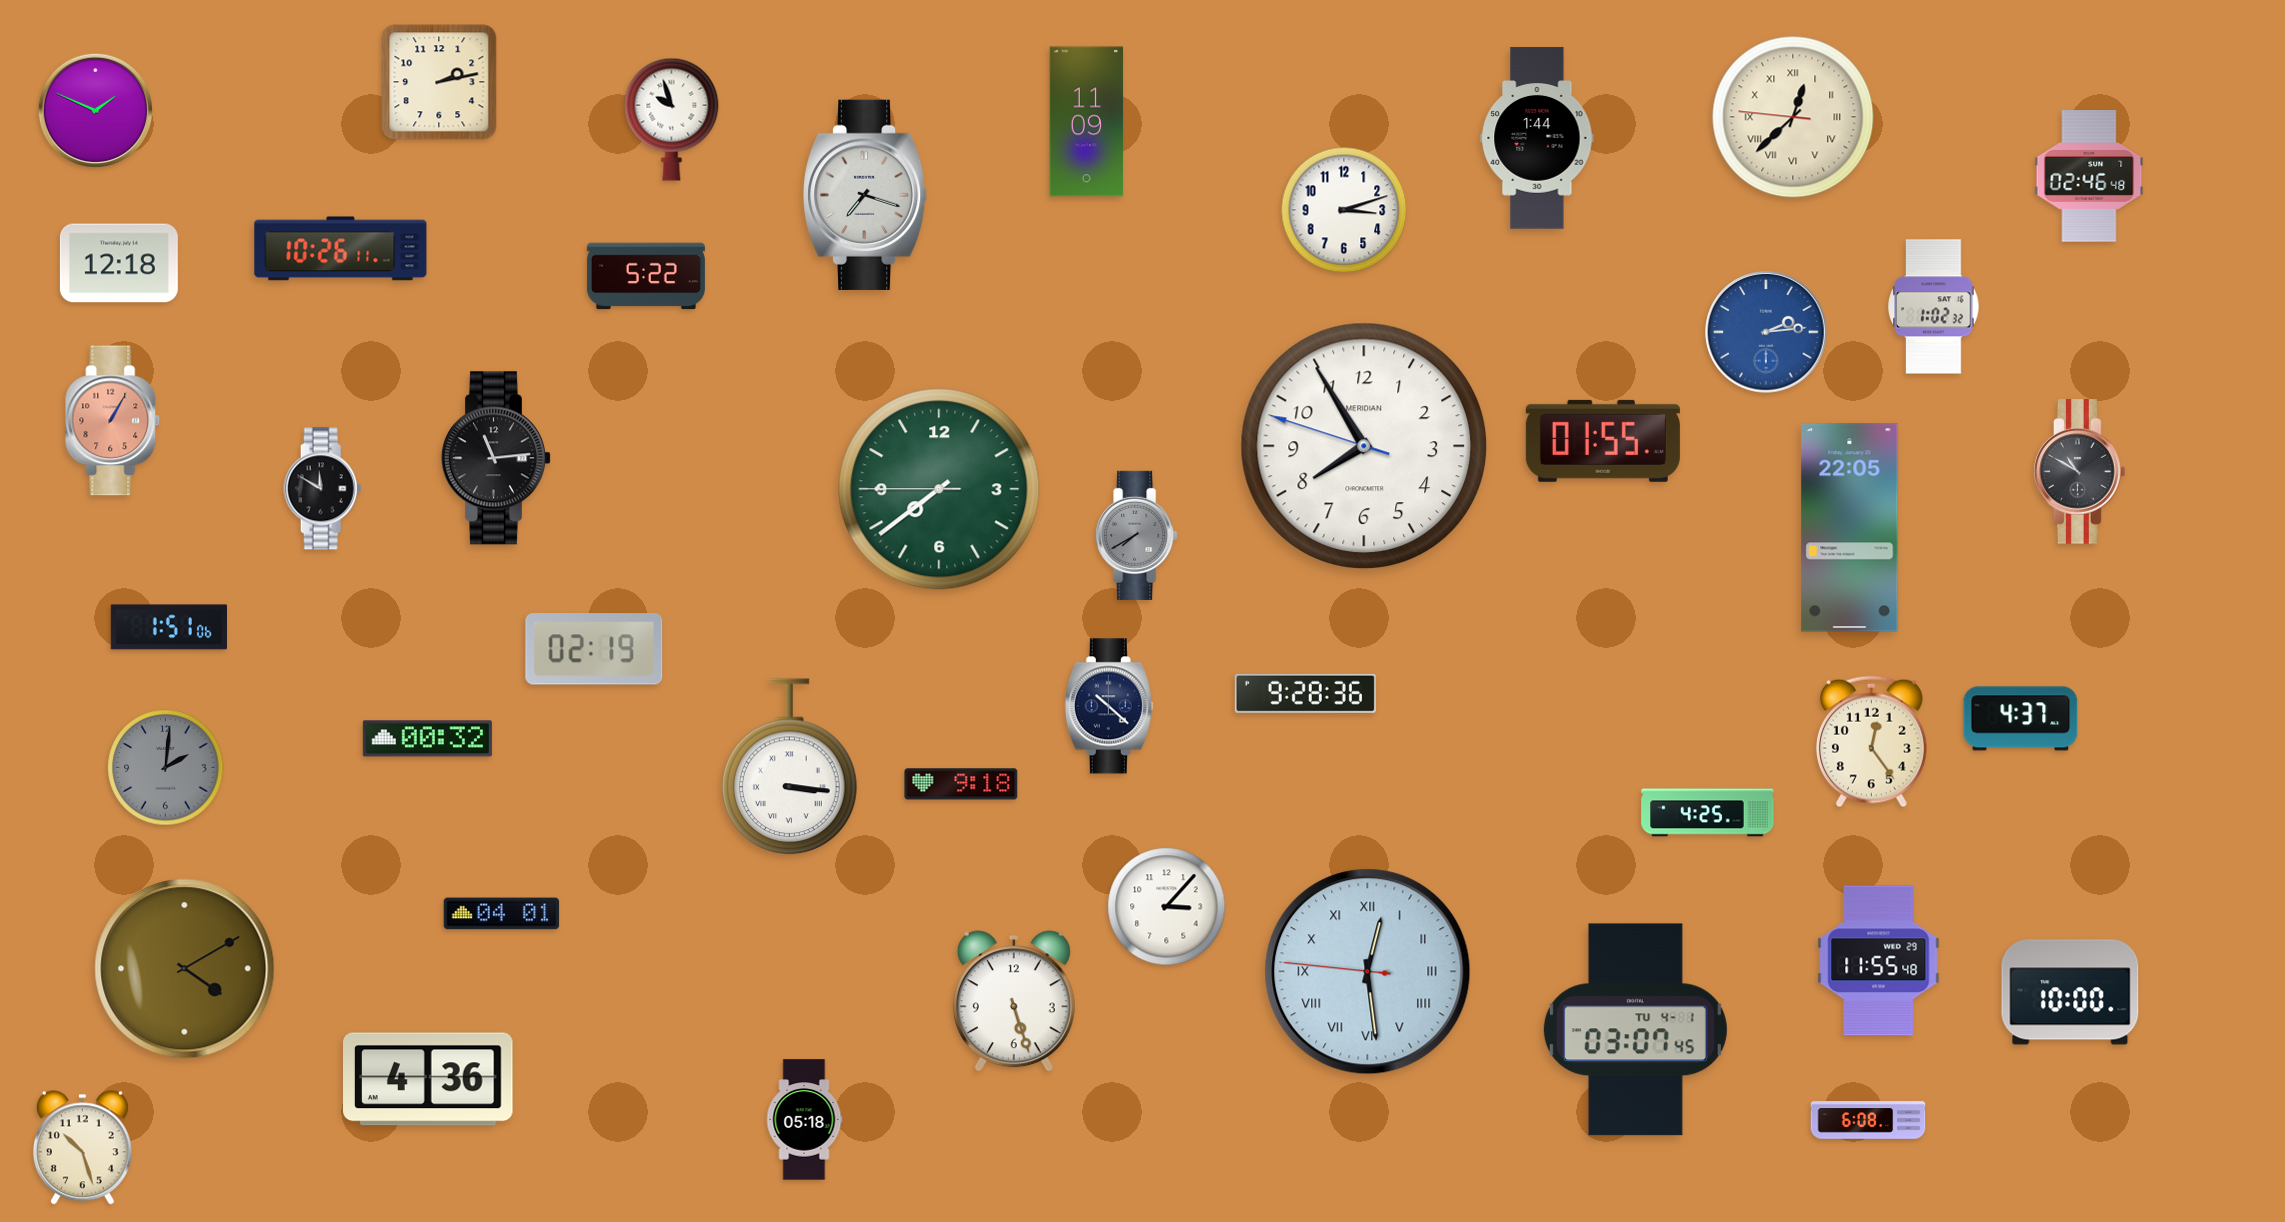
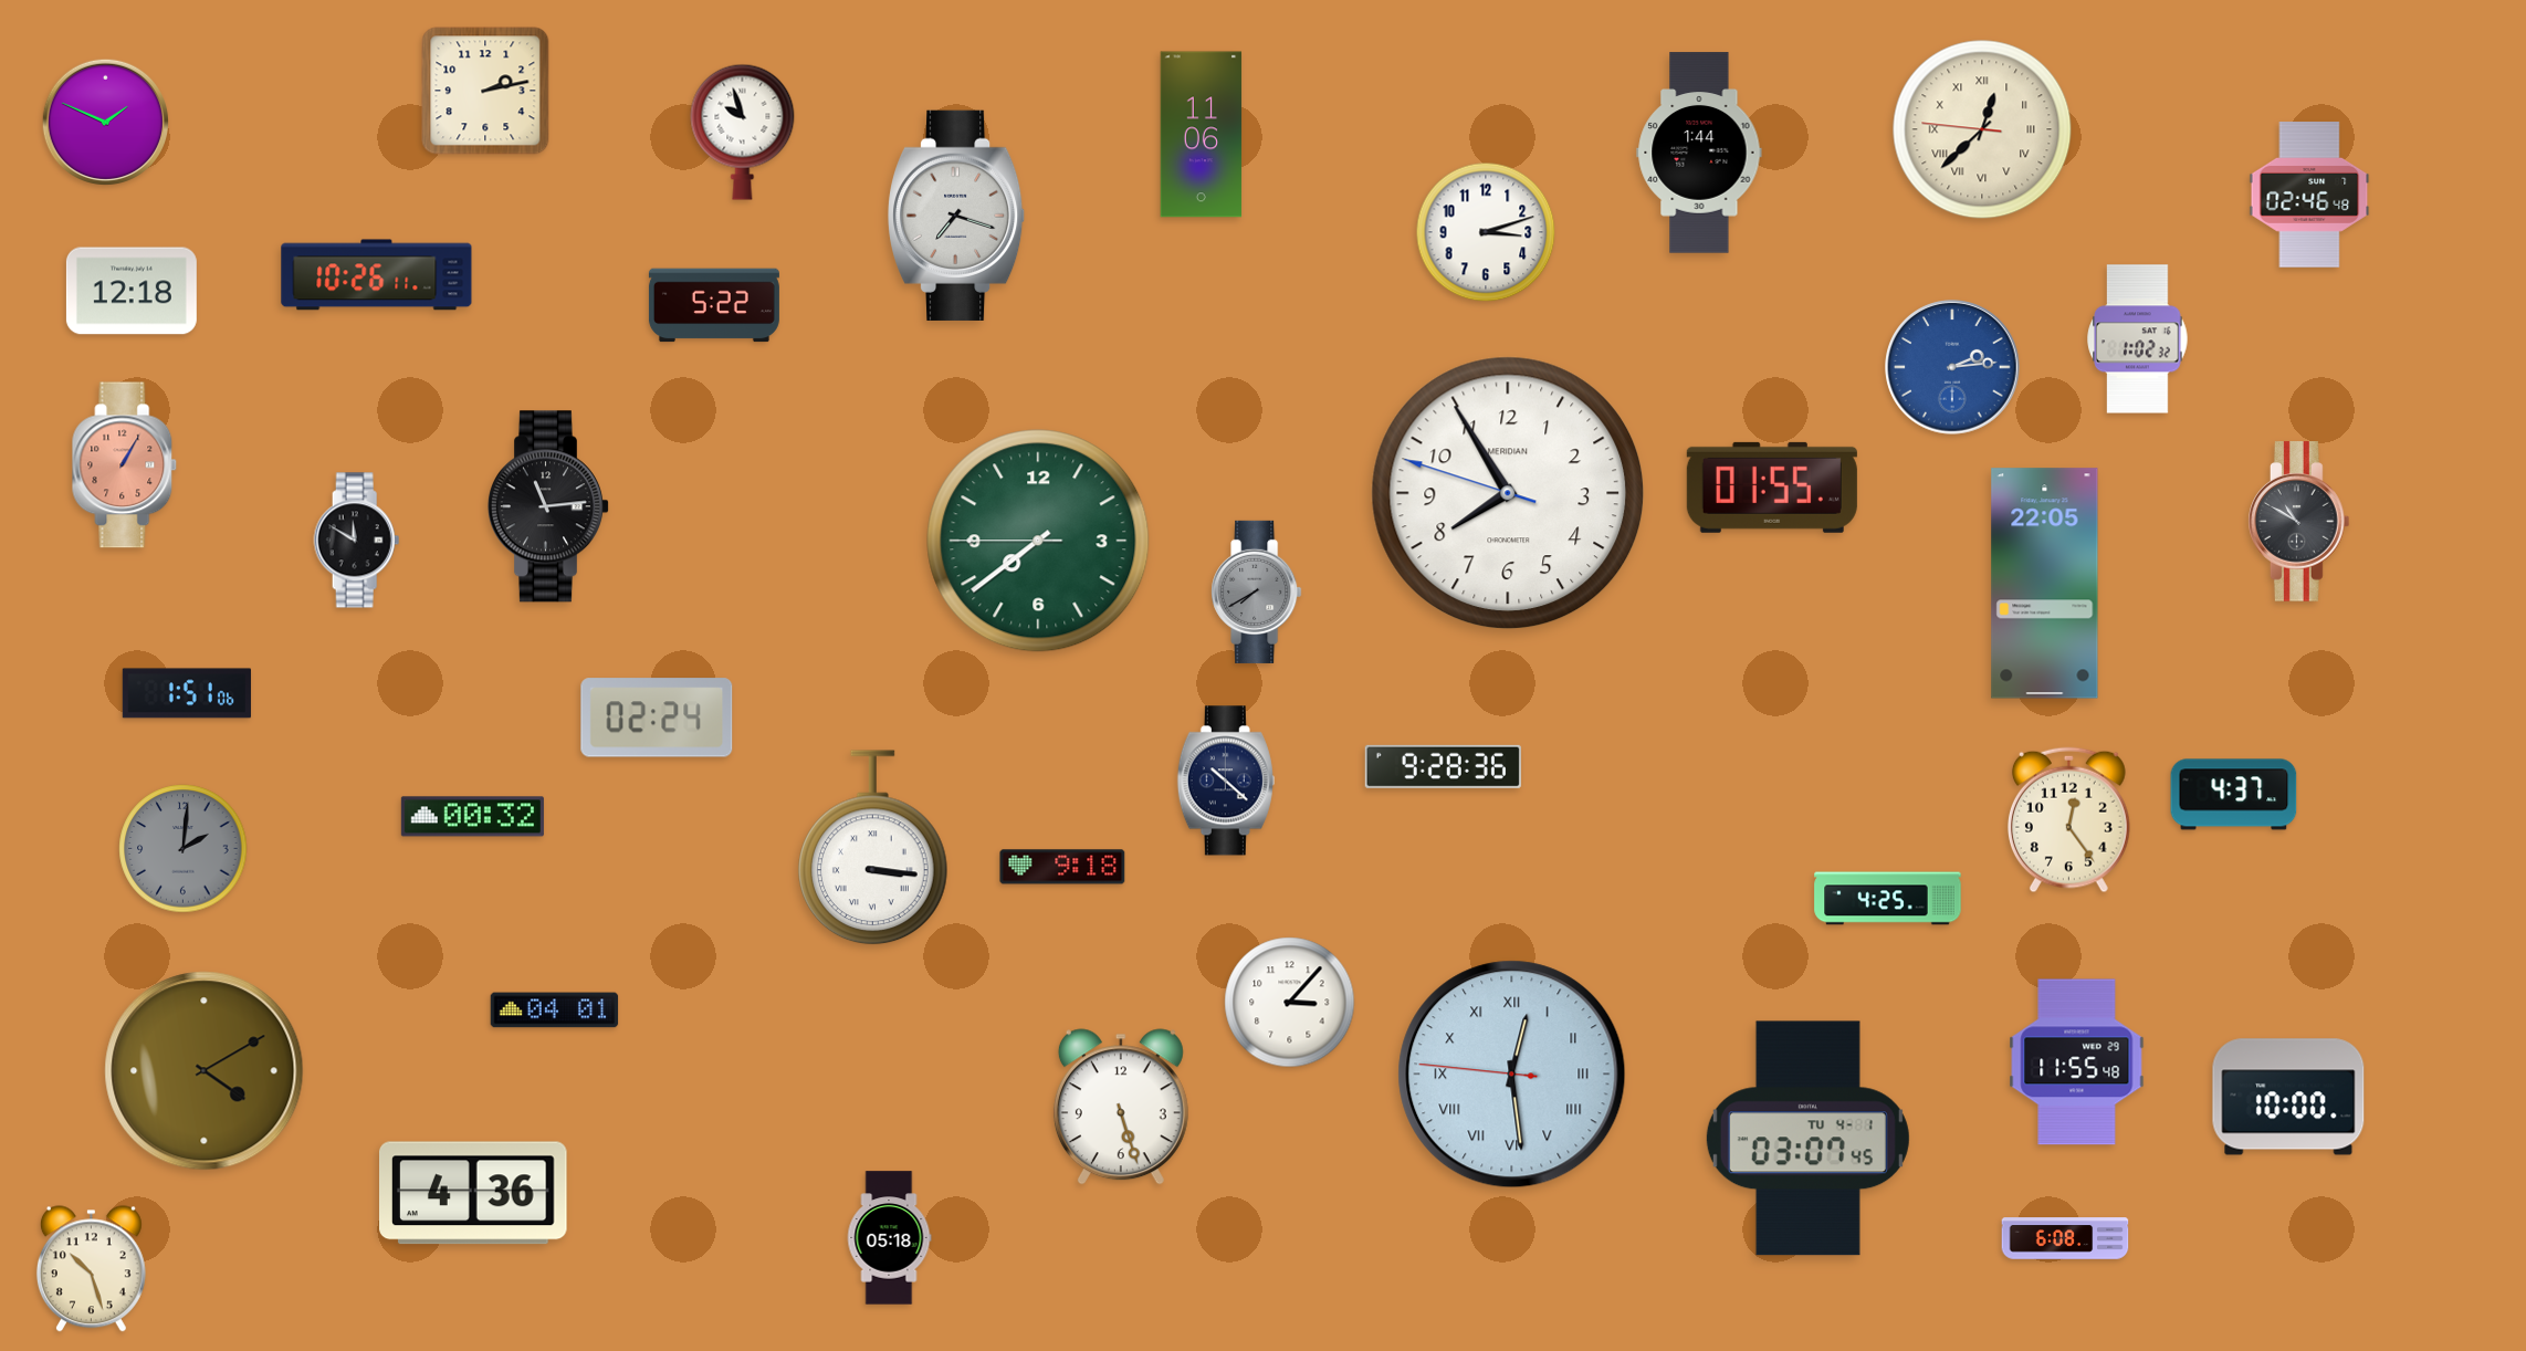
clock at (1087, 122): 11:09 -> 11:06
clock at (594, 649): 02:19 -> 02:24
